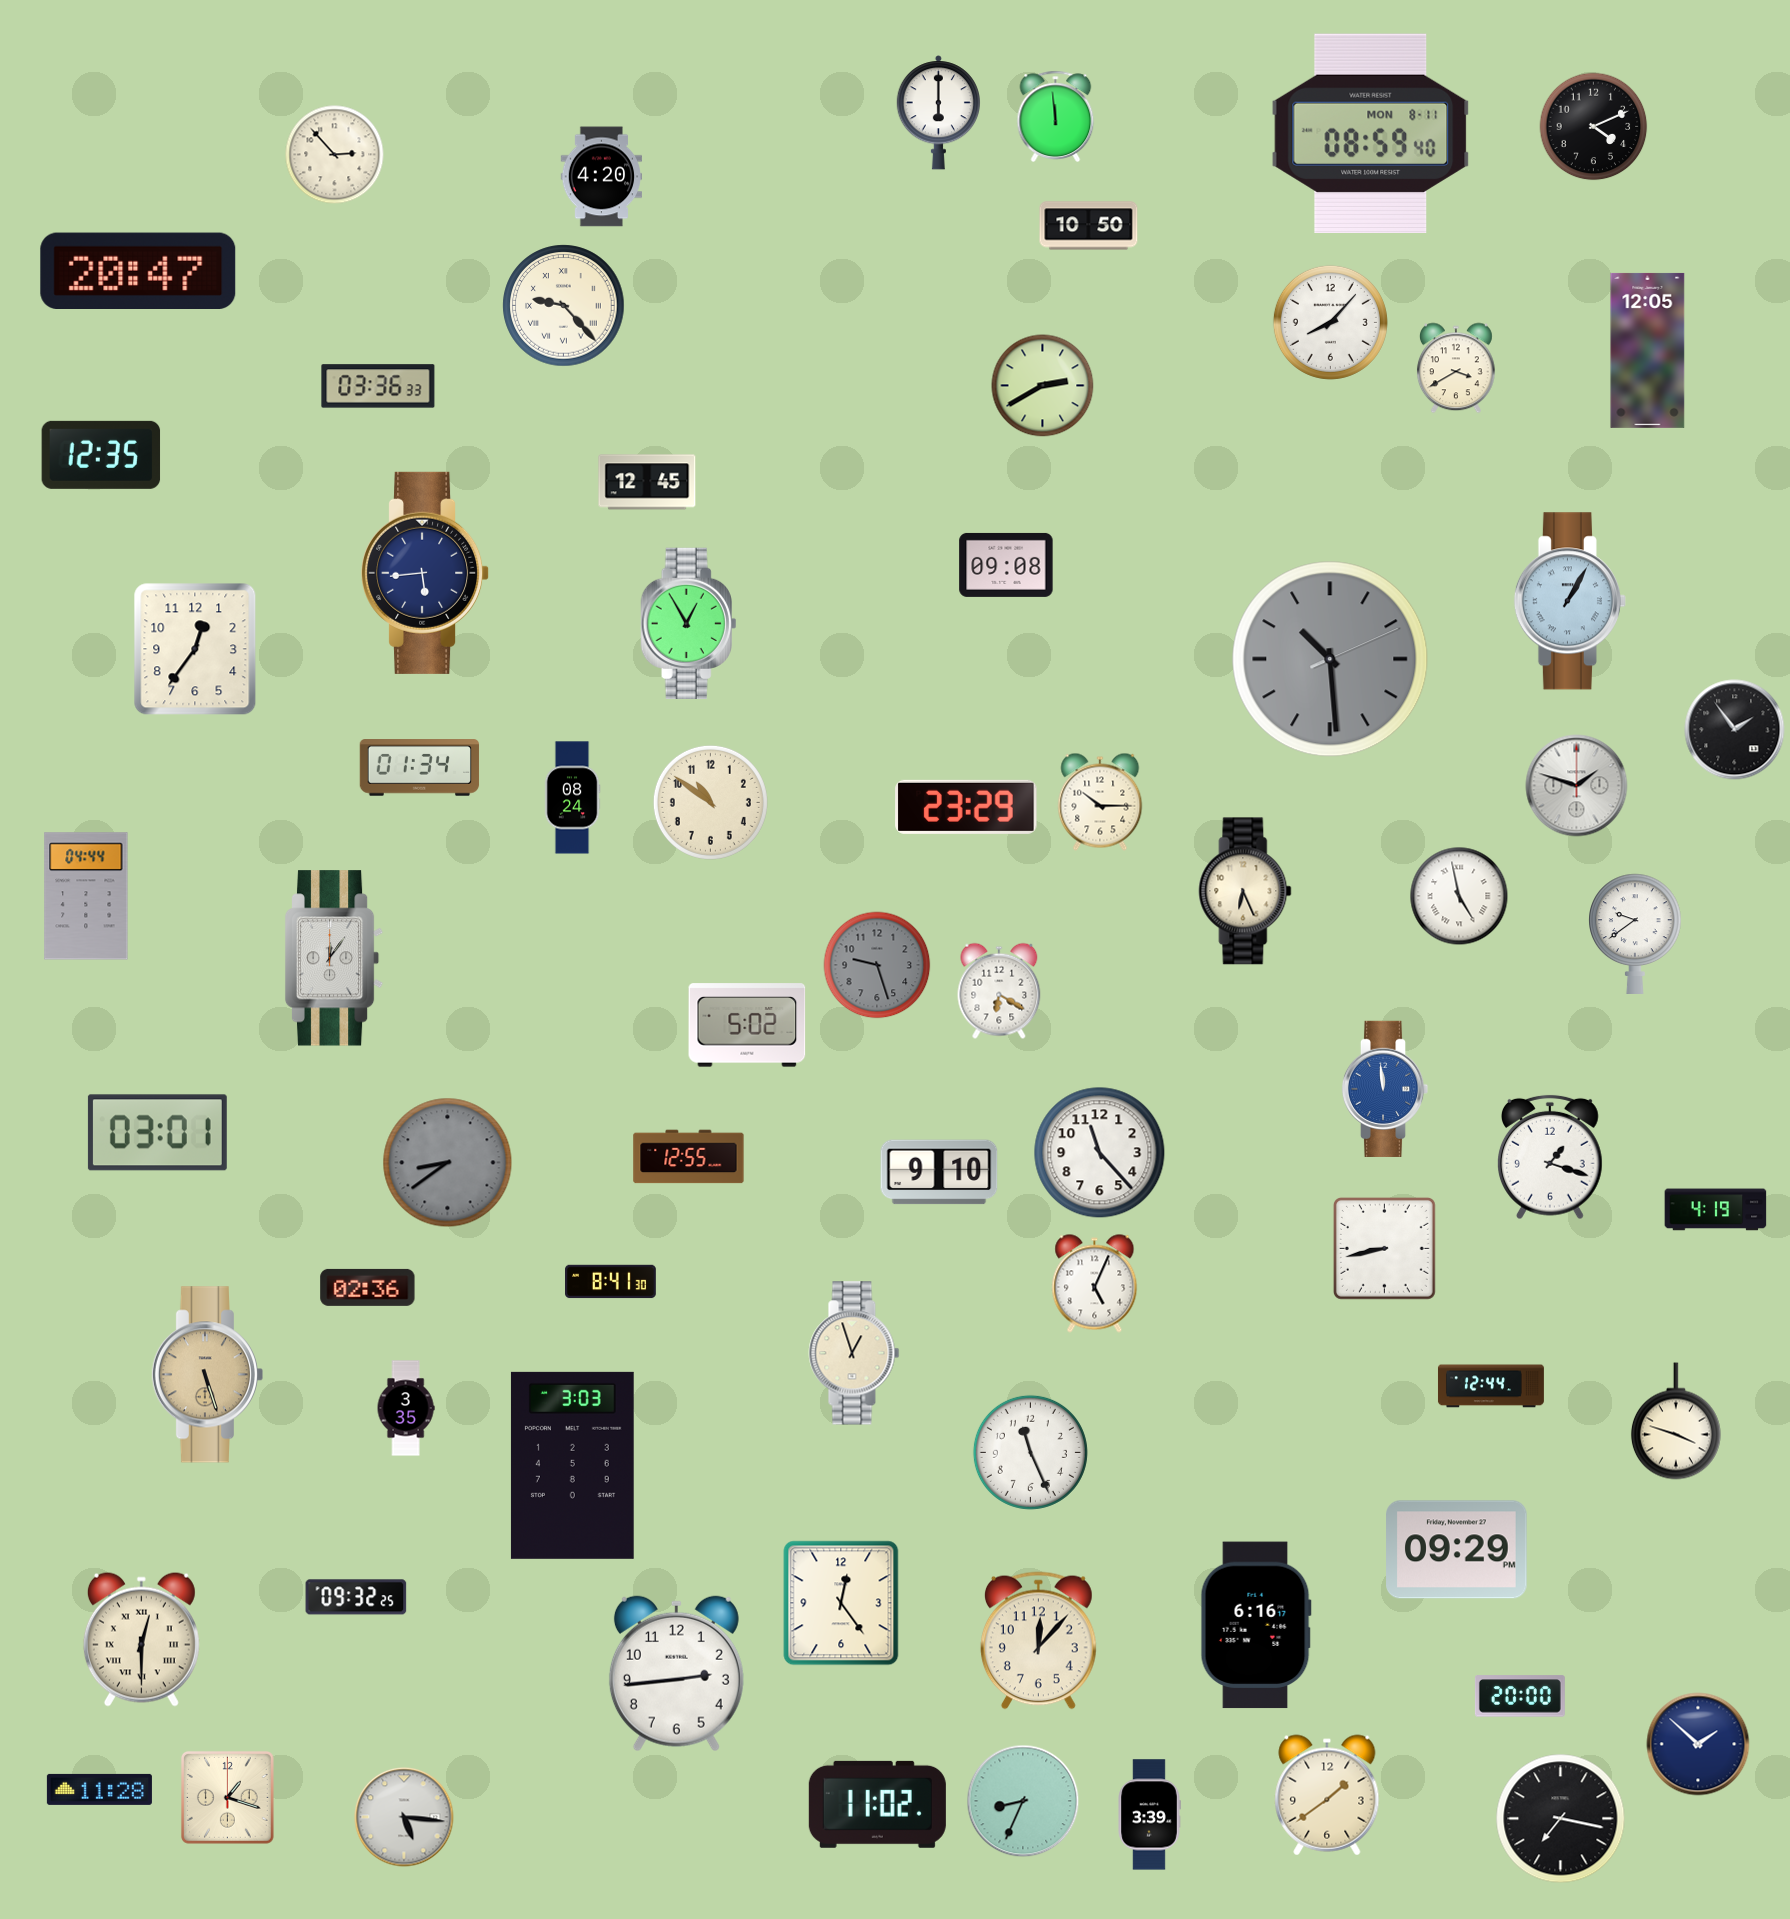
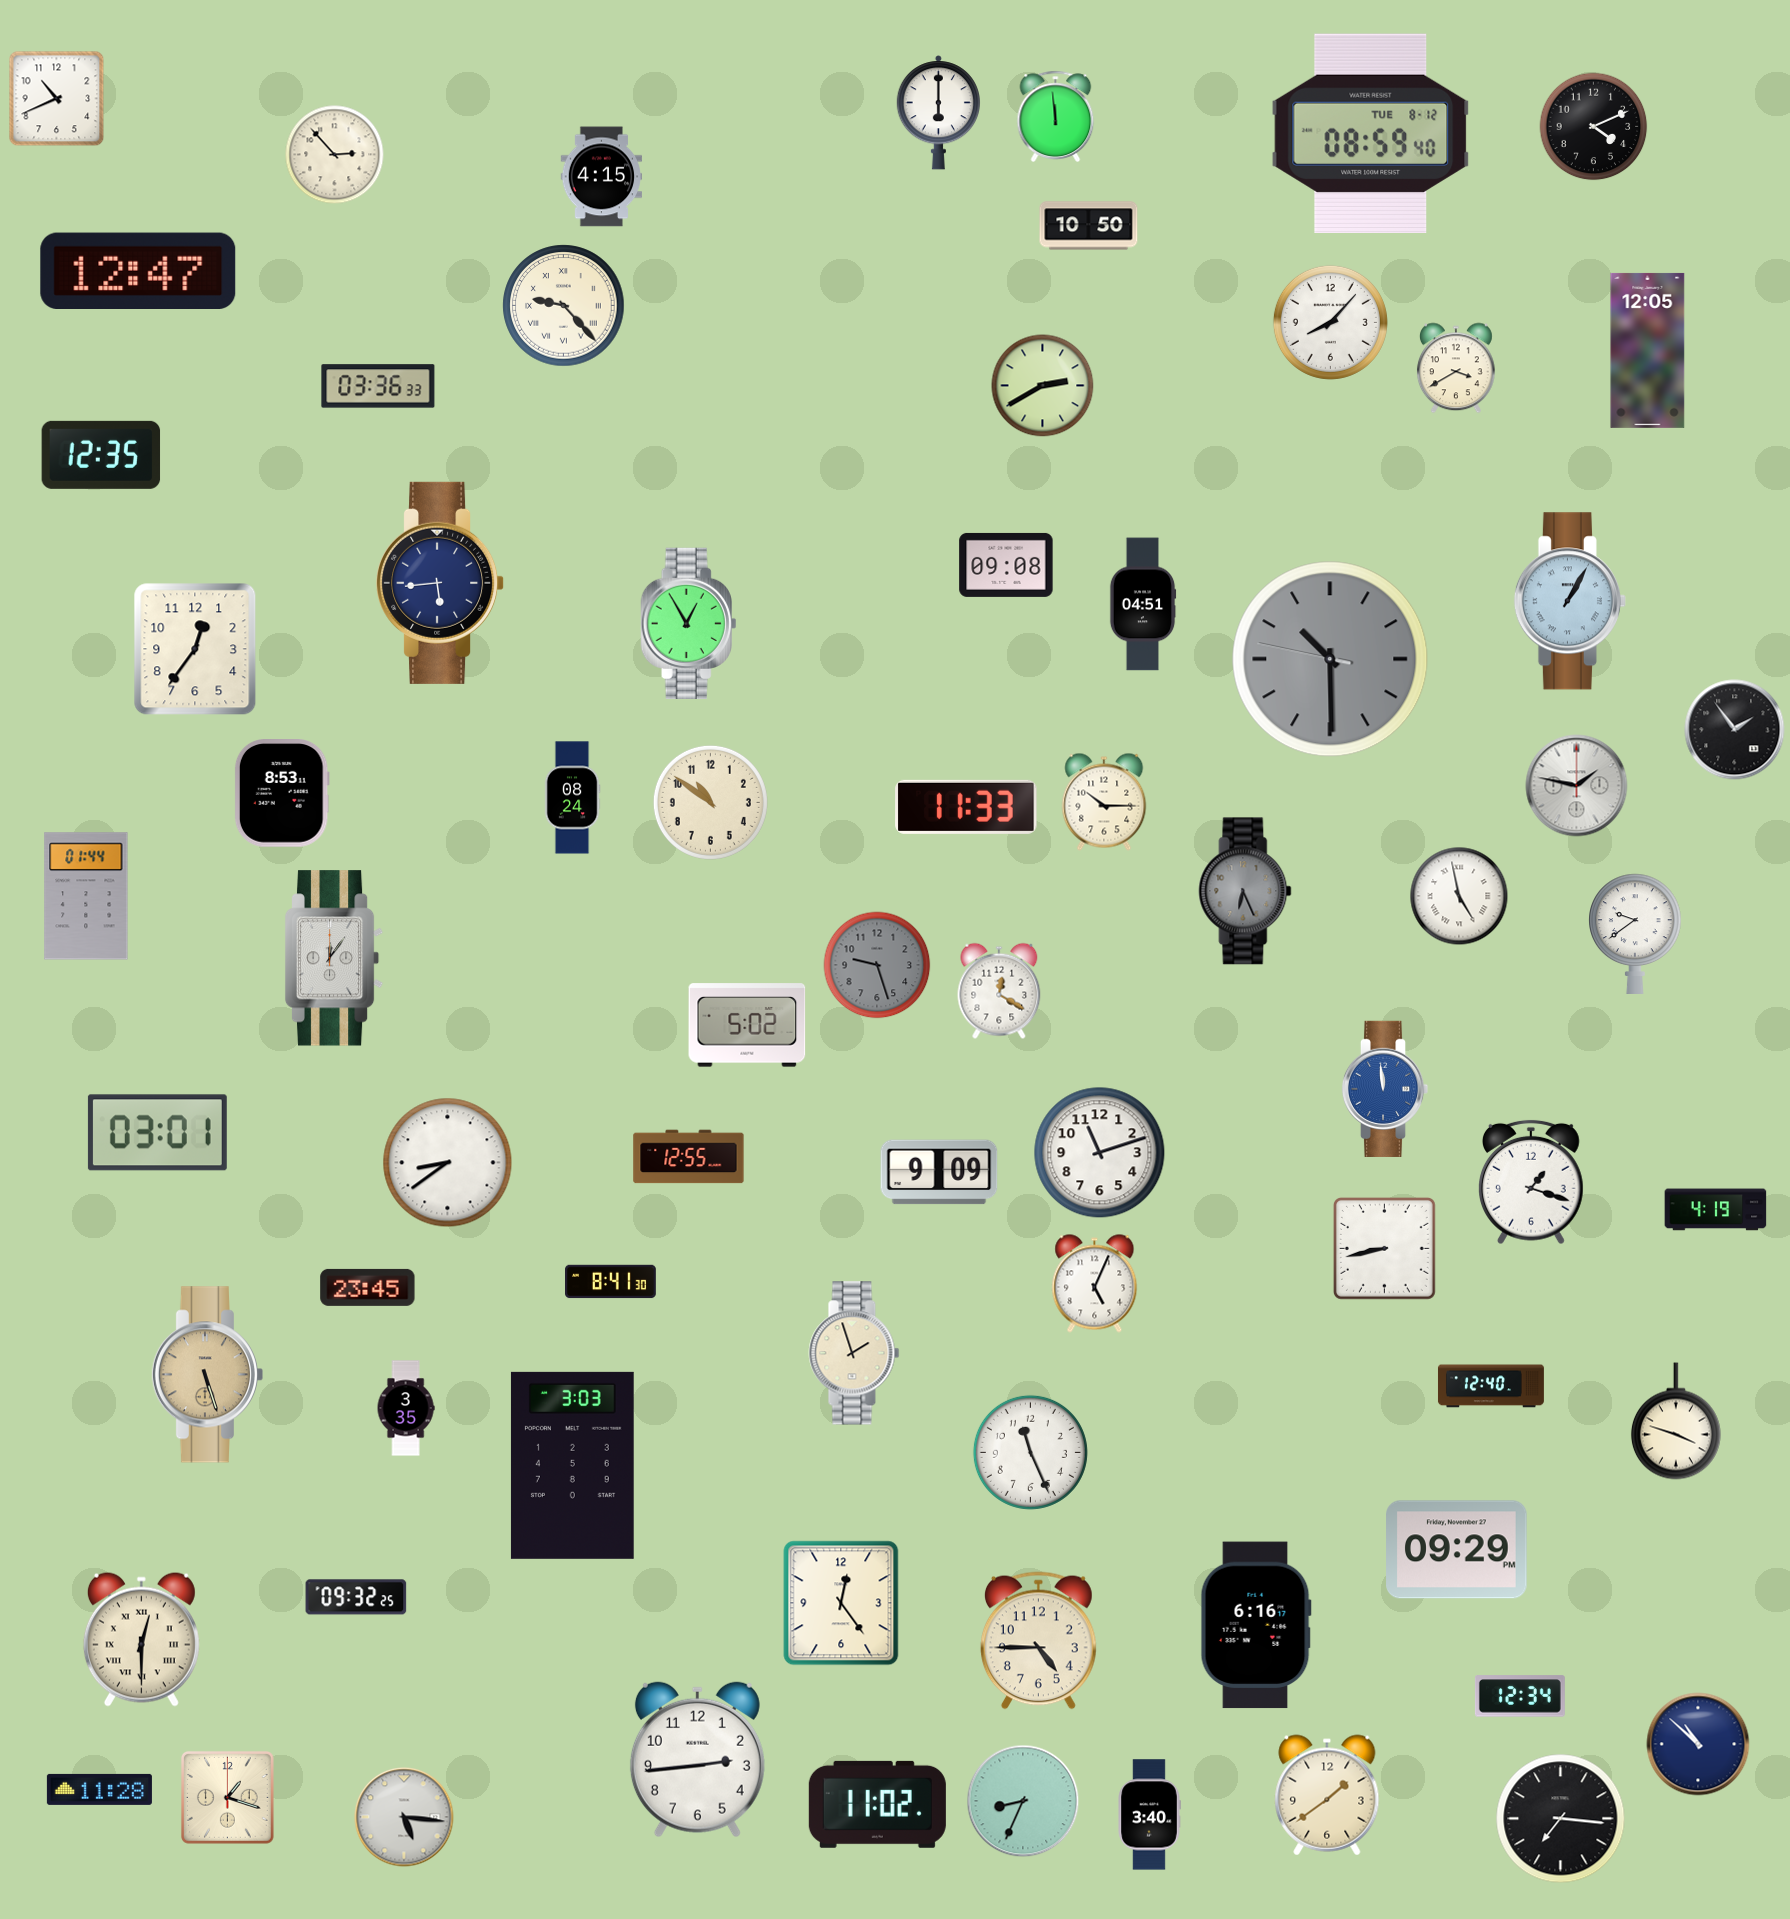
clock at (57, 99): none -> 10:41
clock at (1371, 133) date: MON 8-11 -> TUE 8-12
clock at (602, 177): 4:20 -> 4:15
clock at (138, 270): 20:47 -> 12:47
clock at (647, 482): 12:45 -> none
clock at (426, 573) position: (426, 573) -> (441, 583)
clock at (1143, 604): none -> 04:51
clock at (1330, 659): 10:29:11 -> 10:29:47
clock at (420, 768): 01:34 -> none
clock at (1577, 786): 1:48 -> 1:47
clock at (282, 794): none -> 8:53
clock at (1100, 802) position: (1100, 802) -> (1104, 802)
clock at (966, 807): 23:29 -> 11:33
clock at (1245, 891) dial: cream -> grey
clock at (86, 896): 04:44 -> 01:44
clock at (999, 991): 6:20 -> 12:20
clock at (1100, 1153): 11:23 -> 11:12
clock at (1551, 1157) position: (1551, 1157) -> (1532, 1182)
clock at (448, 1163) dial: grey -> white
clock at (939, 1172): 9:10 -> 9:09
clock at (368, 1287): 02:36 -> 23:45
clock at (854, 1353): 12:57 -> 1:57
clock at (1491, 1386): 12:44 -> 12:40
clock at (1038, 1641): 12:07 -> 4:45
clock at (676, 1674) position: (676, 1674) -> (697, 1760)
clock at (1520, 1696): 20:00 -> 12:34
clock at (1698, 1744): 1:52 -> 10:52
clock at (1149, 1815): 3:39 -> 3:40
clock at (1561, 1819): 7:17 -> 7:16
